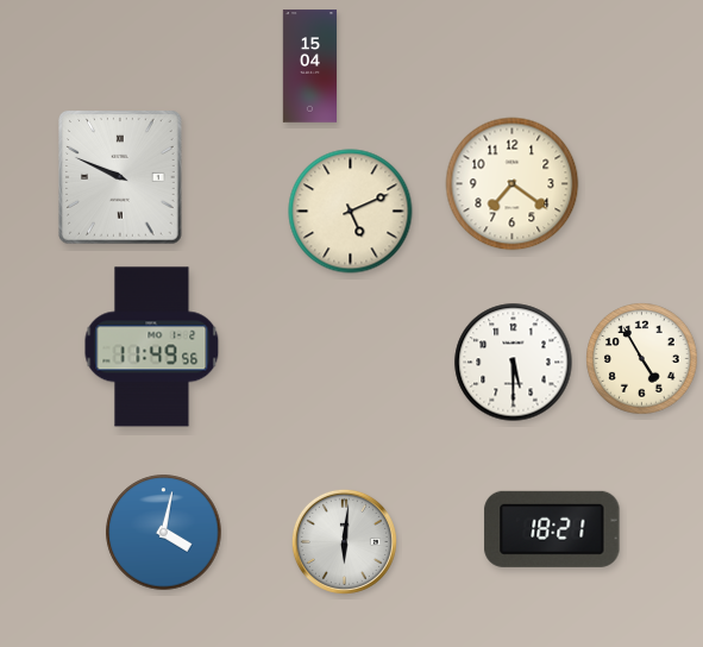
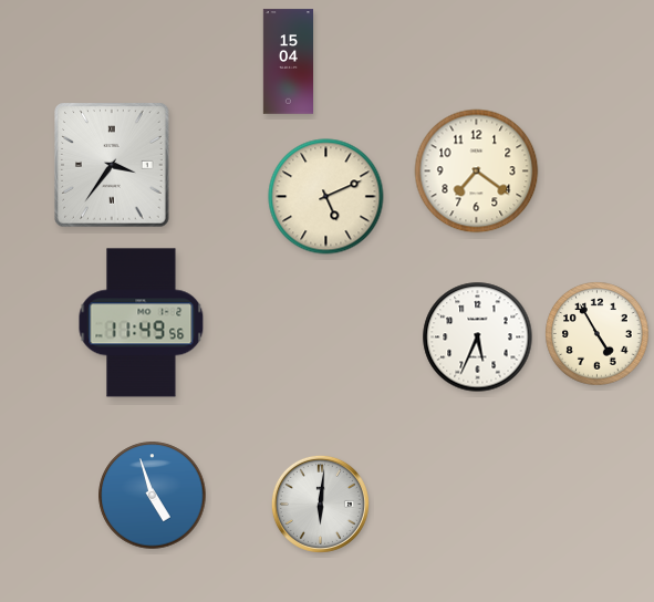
clock at (120, 177): 9:49 -> 3:36
clock at (514, 363): 5:30 -> 5:34
clock at (552, 529): 18:21 -> none
clock at (164, 533): 4:02 -> 4:57
